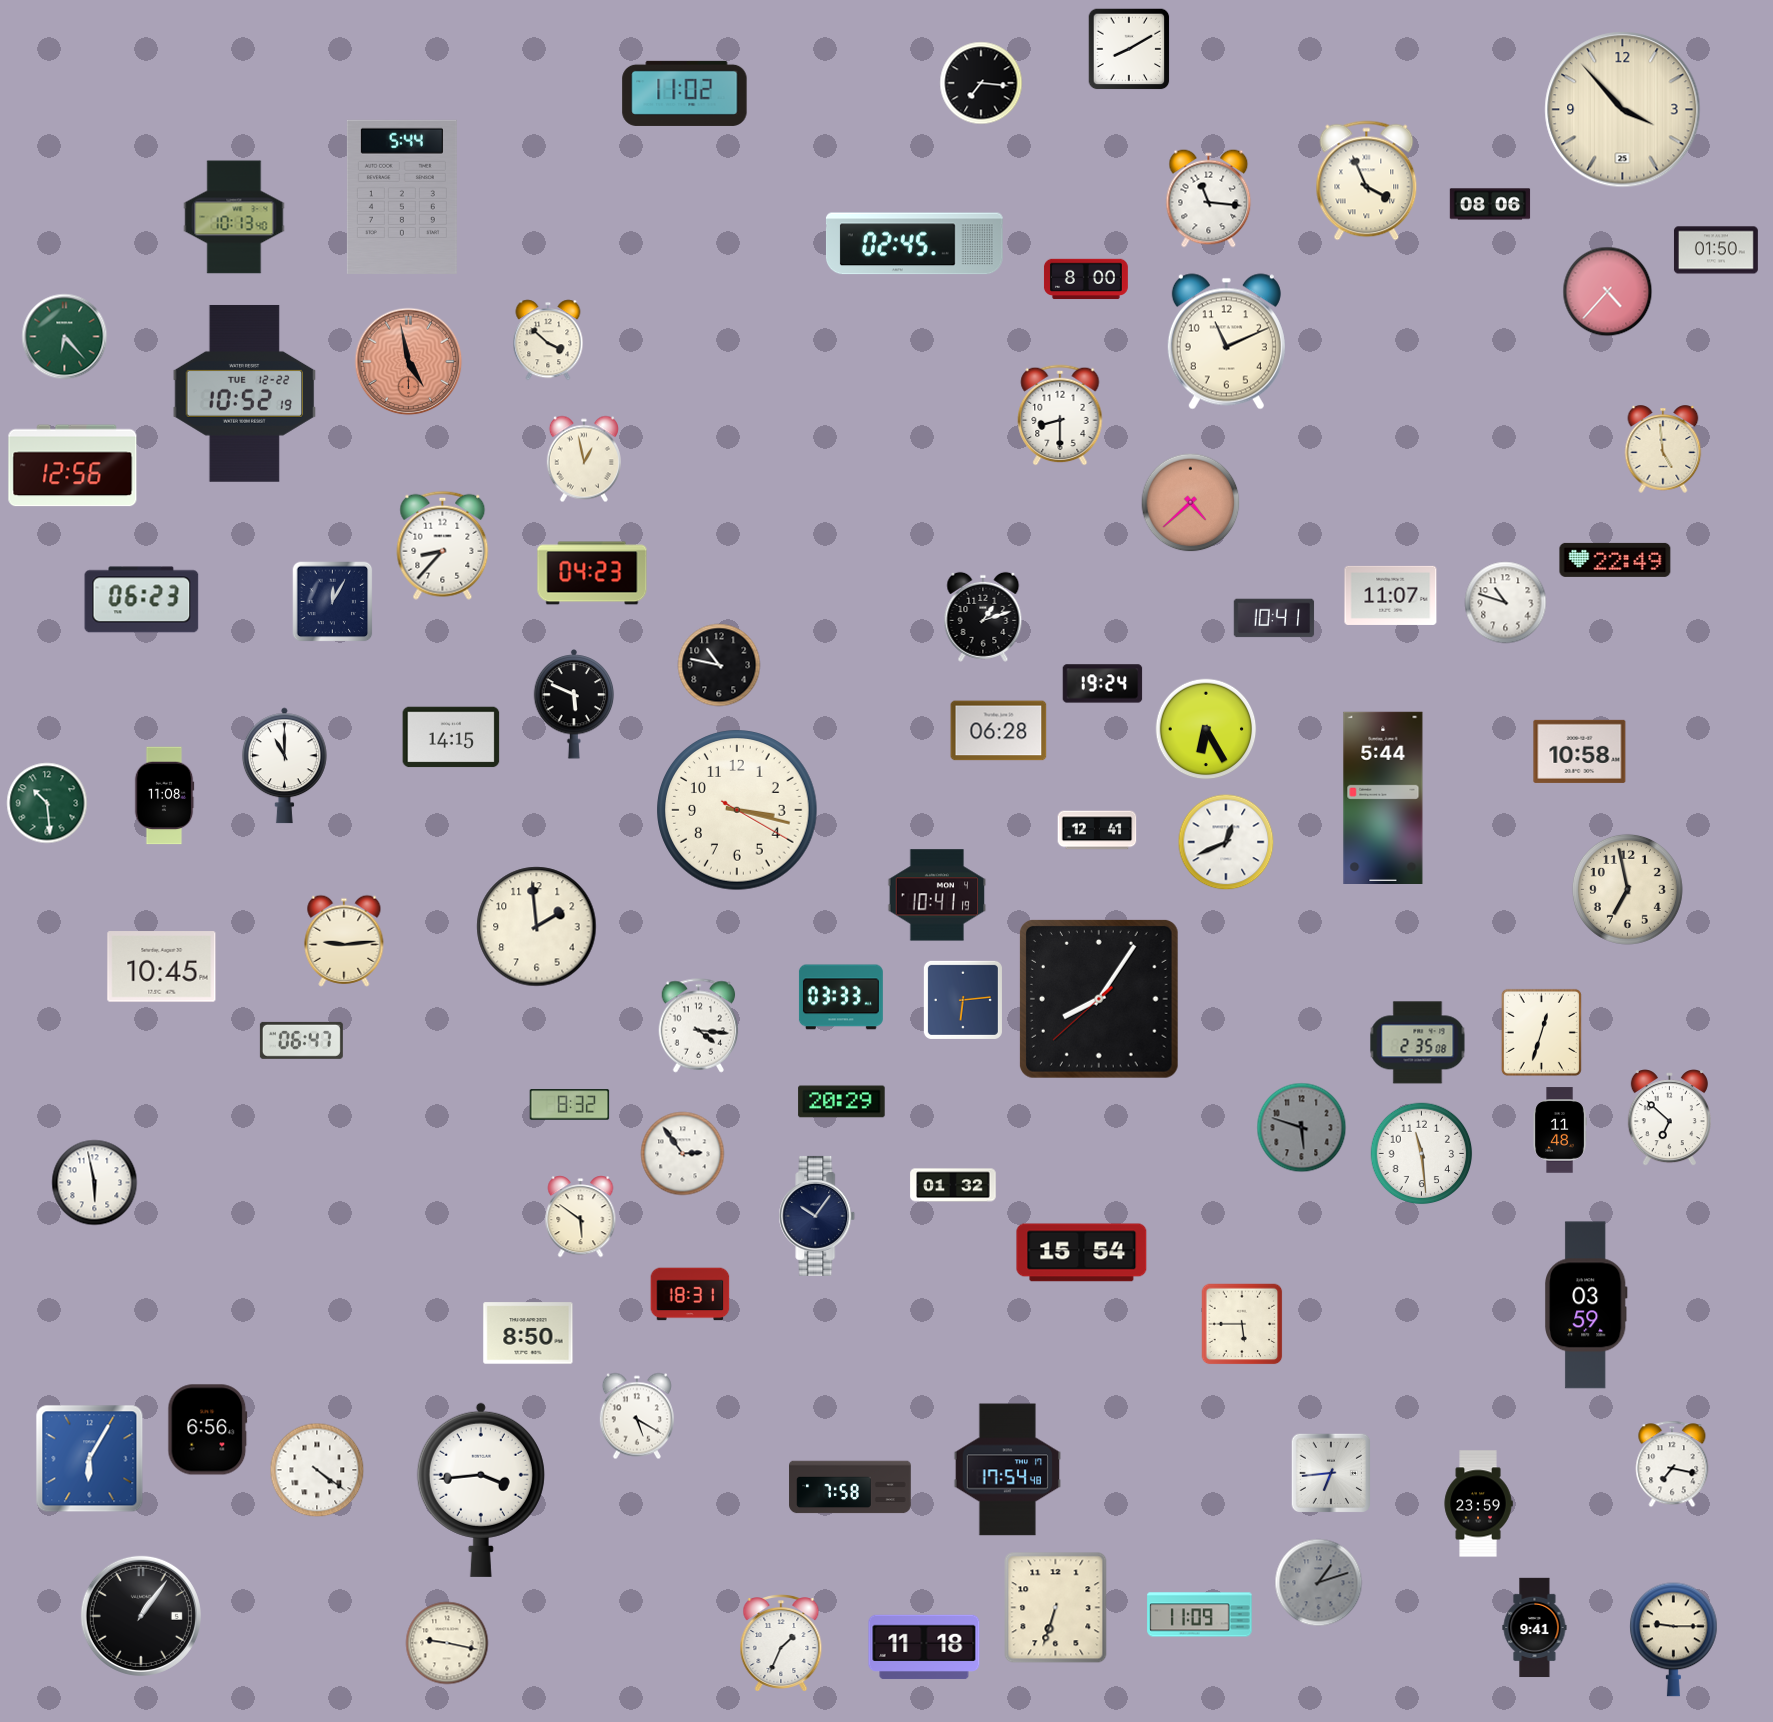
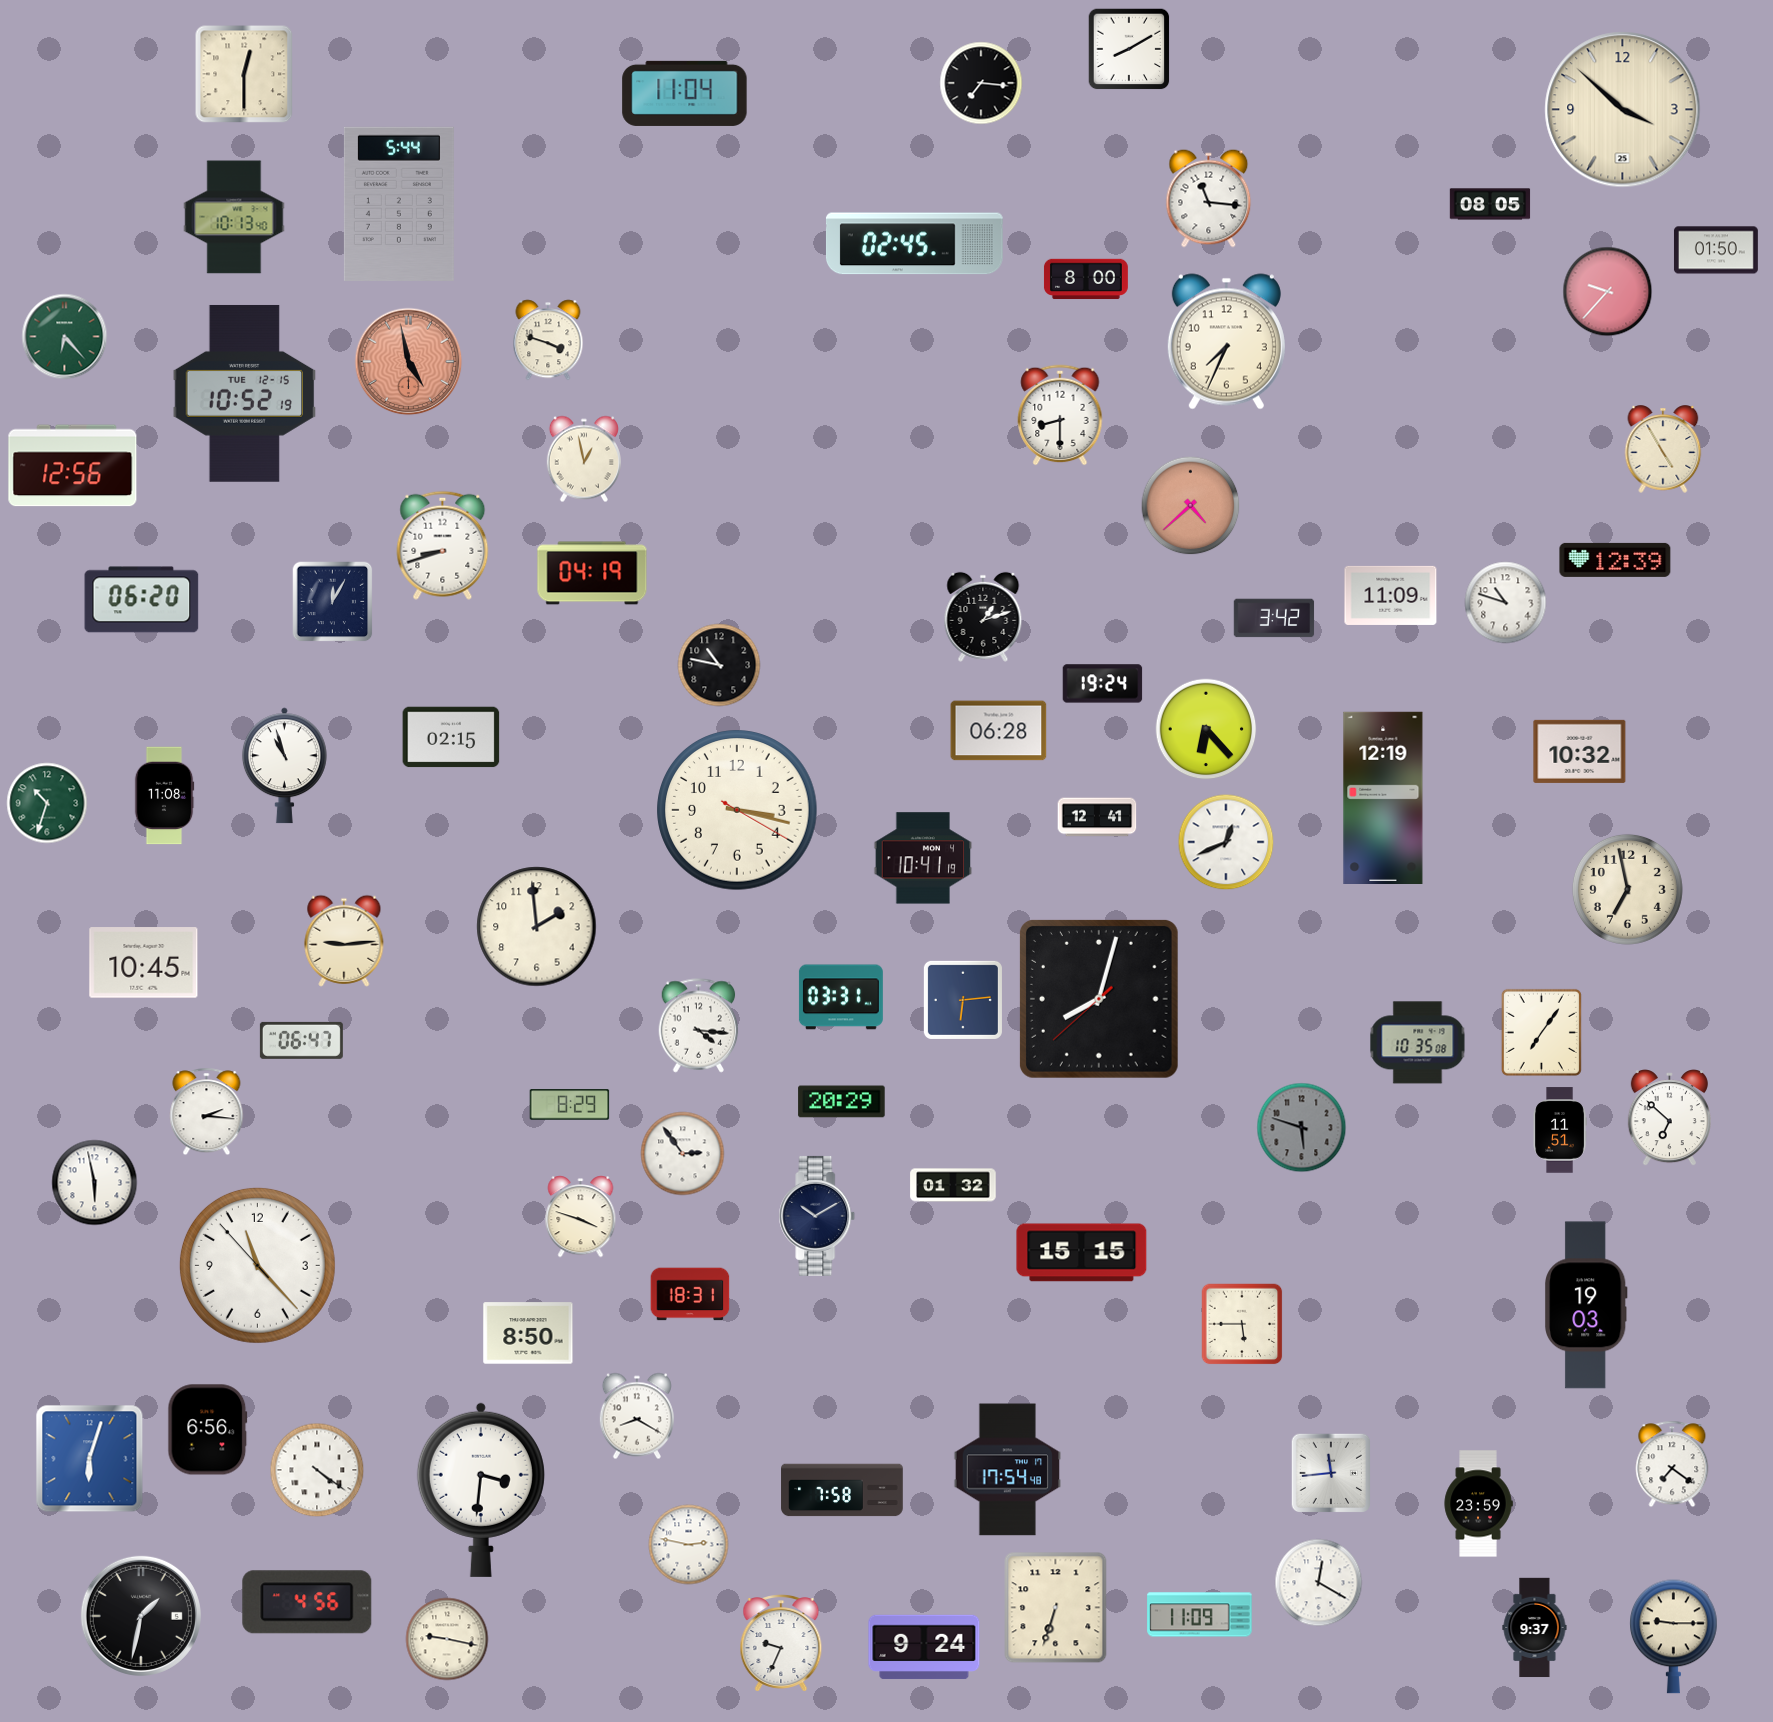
clock at (244, 74): none -> 12:30
clock at (685, 93): 11:02 -> 11:04
clock at (1623, 110): 3:53 -> 3:52
clock at (1367, 181): 3:56 -> none
clock at (402, 197) position: (402, 197) -> (399, 204)
clock at (1490, 204): 08:06 -> 08:05
clock at (1608, 292): 4:37 -> 9:37
clock at (548, 340): 3:52 -> 3:48
clock at (1226, 342): 11:11 -> 7:34
clock at (245, 393) date: TUE 12-22 -> TUE 12-15
clock at (1663, 449): 4:59 -> 4:55
clock at (1191, 503) position: (1191, 503) -> (1191, 506)
clock at (443, 545): 8:37 -> 8:42
clock at (1615, 560): 22:49 -> 12:39
clock at (592, 573): 04:23 -> 04:19
clock at (1391, 595): 11:07 -> 11:09
clock at (142, 600): 06:23 -> 06:20
clock at (1274, 618): 10:41 -> 3:42
clock at (574, 704): 5:49 -> none
clock at (1206, 729): 6:25 -> 6:23
clock at (451, 737): 14:15 -> 02:15
clock at (1580, 751): 10:58 -> 10:32
clock at (284, 766): 11:00 -> 10:57
clock at (1383, 797): 5:44 -> 12:19
clock at (47, 803): 10:29 -> 10:33
clock at (1097, 830) position: (1097, 830) -> (1097, 817)
clock at (937, 895) position: (937, 895) -> (923, 858)
clock at (162, 967) position: (162, 967) -> (144, 963)
clock at (841, 997): 03:33 -> 03:31
clock at (1099, 999): 8:05 -> 8:02
clock at (1541, 1032): 12:33 -> 7:06
clock at (1418, 1043): 2:35 -> 10:35
clock at (570, 1105): 8:32 -> 8:29
clock at (207, 1112): none -> 2:16
clock at (1560, 1130): 11:48 -> 11:51
clock at (1422, 1154): 11:29 -> none
clock at (817, 1216): 10:06 -> 10:10
clock at (581, 1217): 5:51 -> 3:48
clock at (1082, 1253): 15:54 -> 15:15
clock at (257, 1265): none -> 11:22
clock at (1587, 1305): 03:59 -> 19:03
clock at (637, 1416): 5:20 -> 8:20
clock at (90, 1459): 6:05 -> 6:03
clock at (1672, 1464): 7:17 -> 7:21
clock at (1330, 1472): 6:44 -> 11:44
clock at (850, 1487) position: (850, 1487) -> (842, 1490)
clock at (481, 1490): 3:44 -> 3:31
clock at (689, 1545): none -> 2:47
clock at (1319, 1583): 1:12 -> 12:20
clock at (1319, 1583) dial: grey -> white
clock at (307, 1602): none -> 4:56
clock at (141, 1616): 1:06 -> 1:32
clock at (1535, 1628): 9:41 -> 9:37
clock at (1674, 1640) position: (1674, 1640) -> (1674, 1637)
clock at (447, 1643) position: (447, 1643) -> (447, 1639)
clock at (781, 1644): 1:34 -> 9:34
clock at (924, 1647): 11:18 -> 9:24
